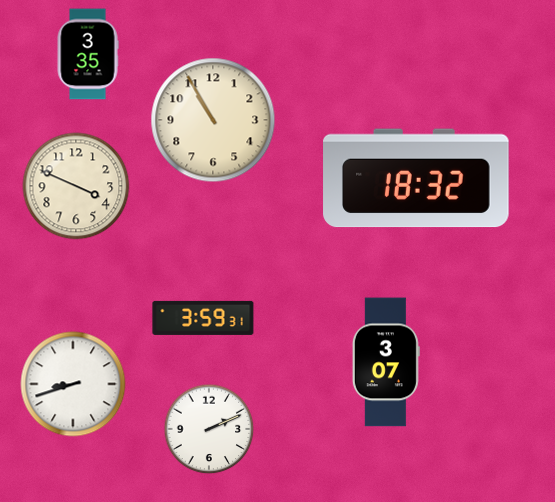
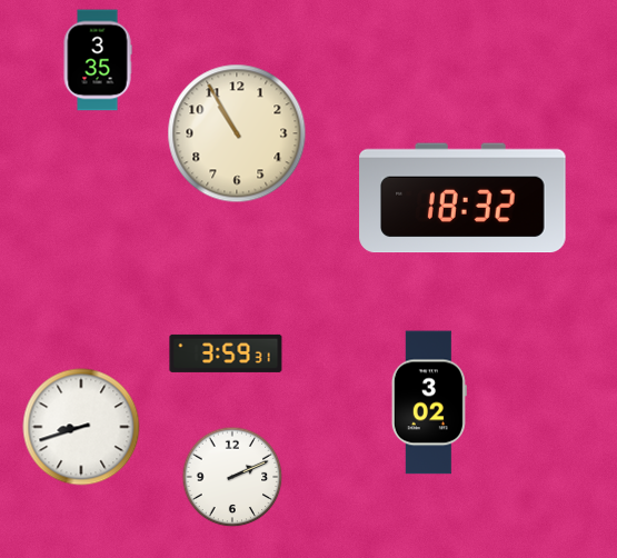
clock at (76, 186): 3:49 -> none
clock at (386, 362): 3:07 -> 3:02
